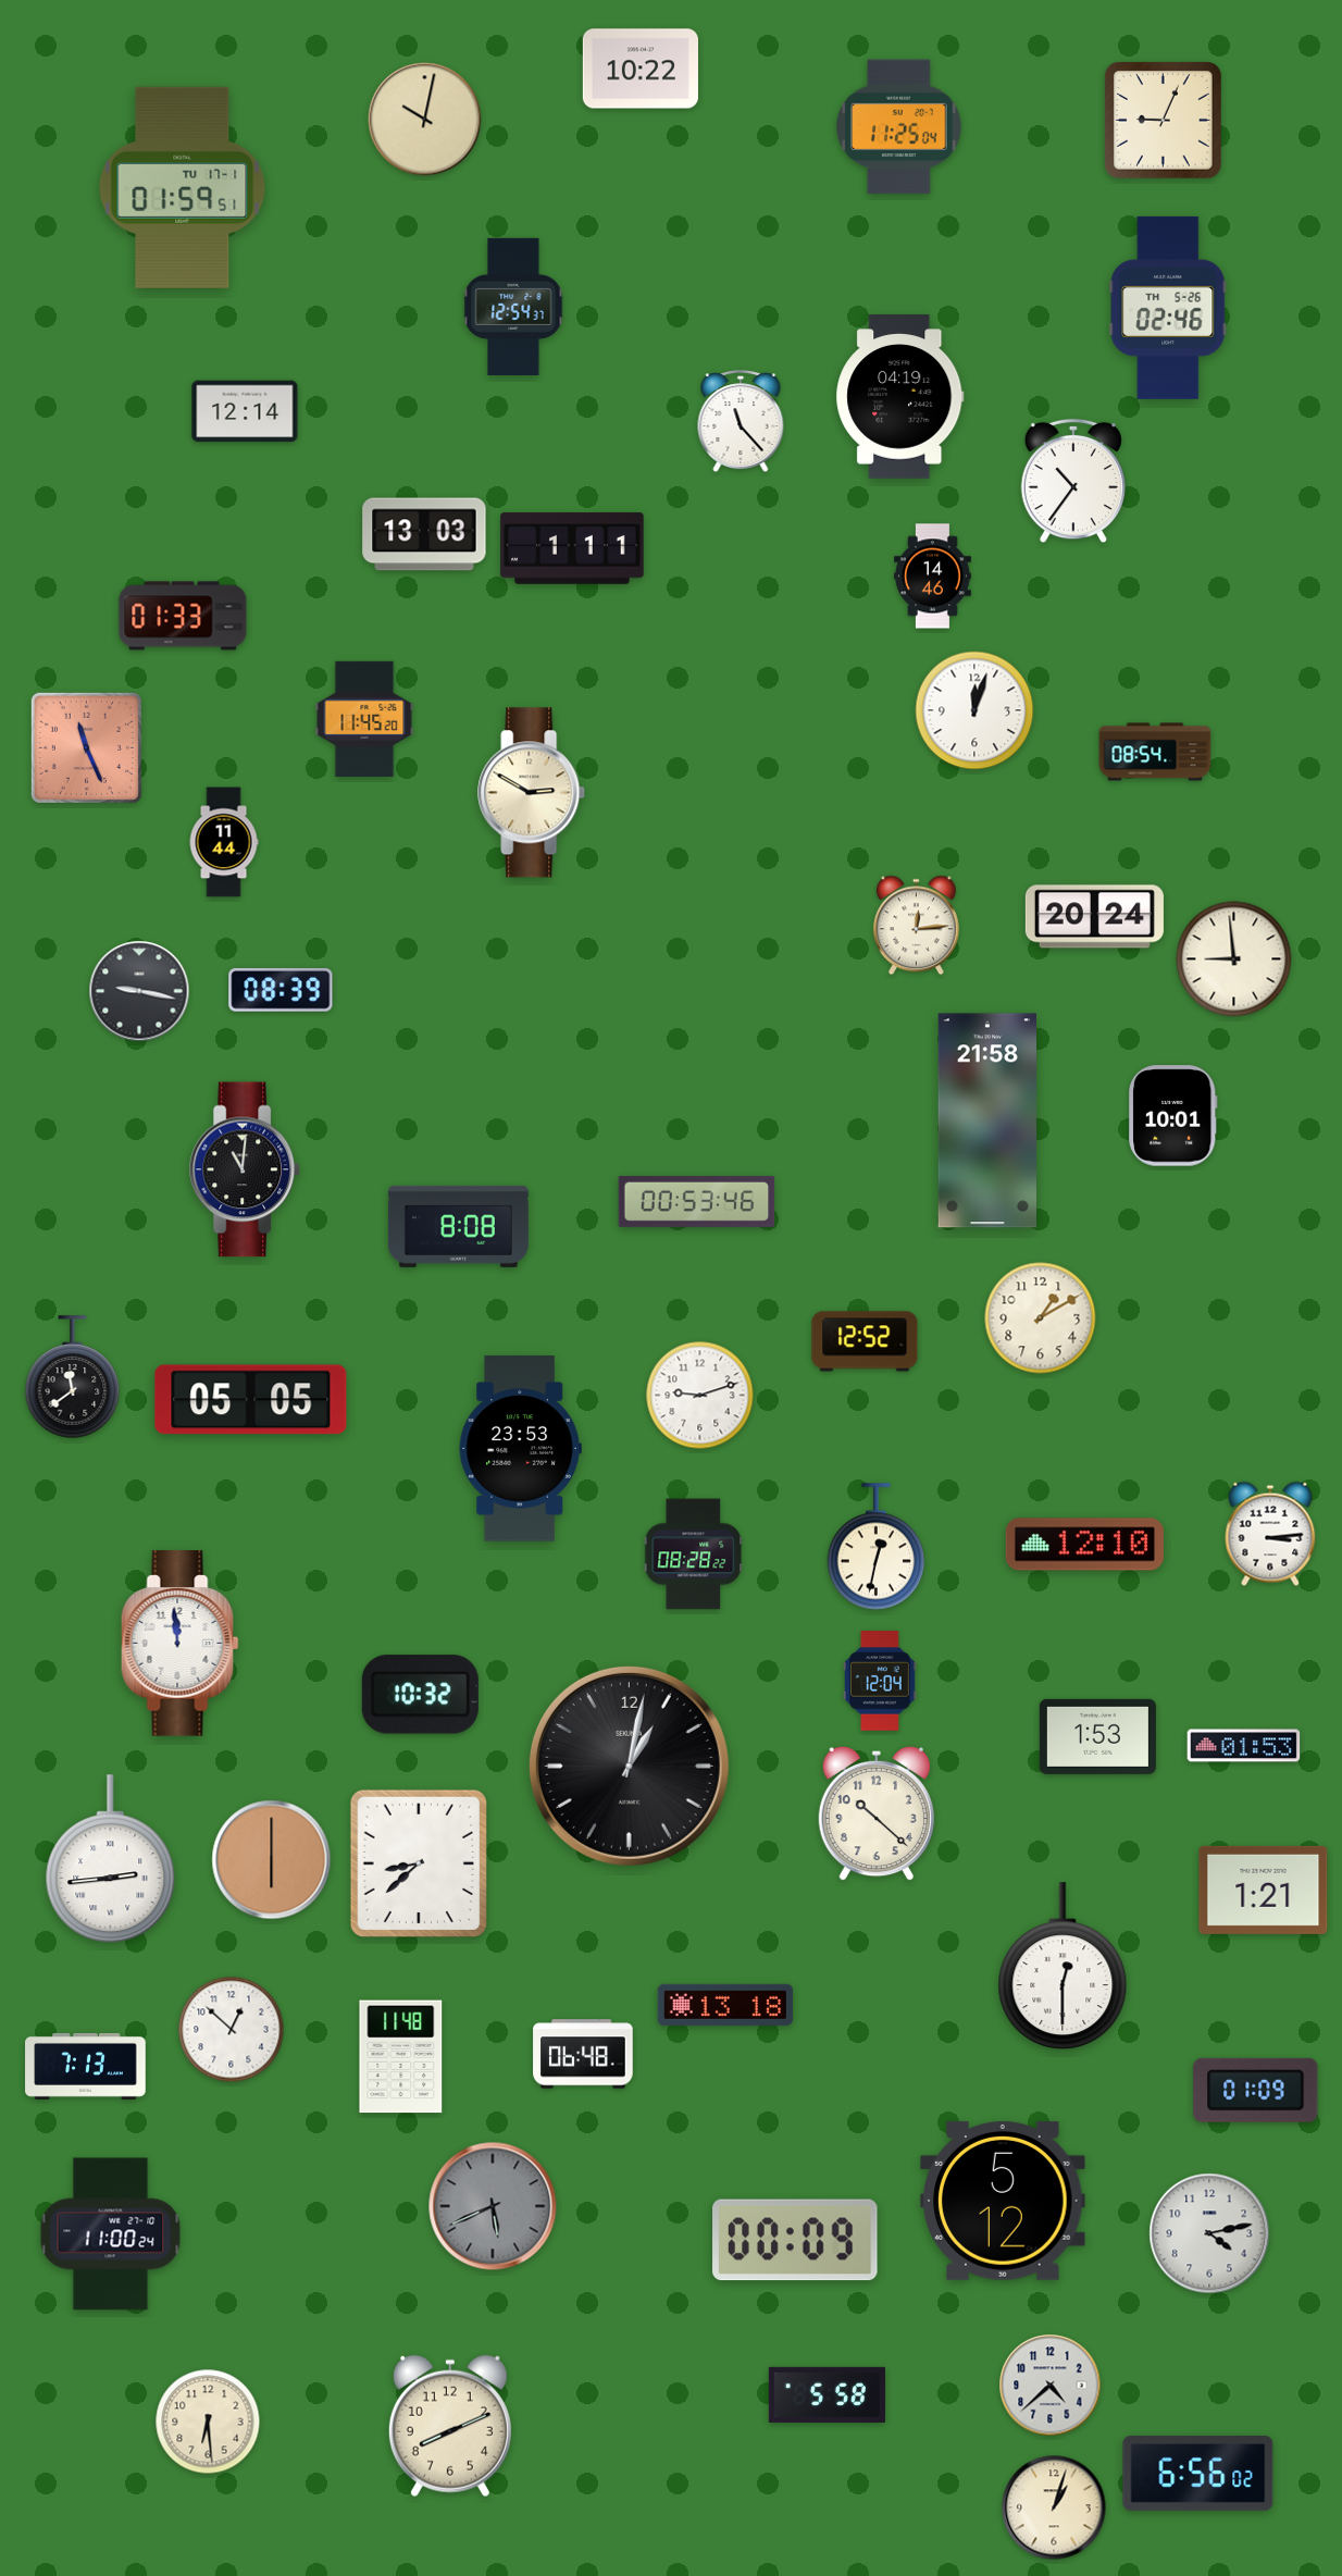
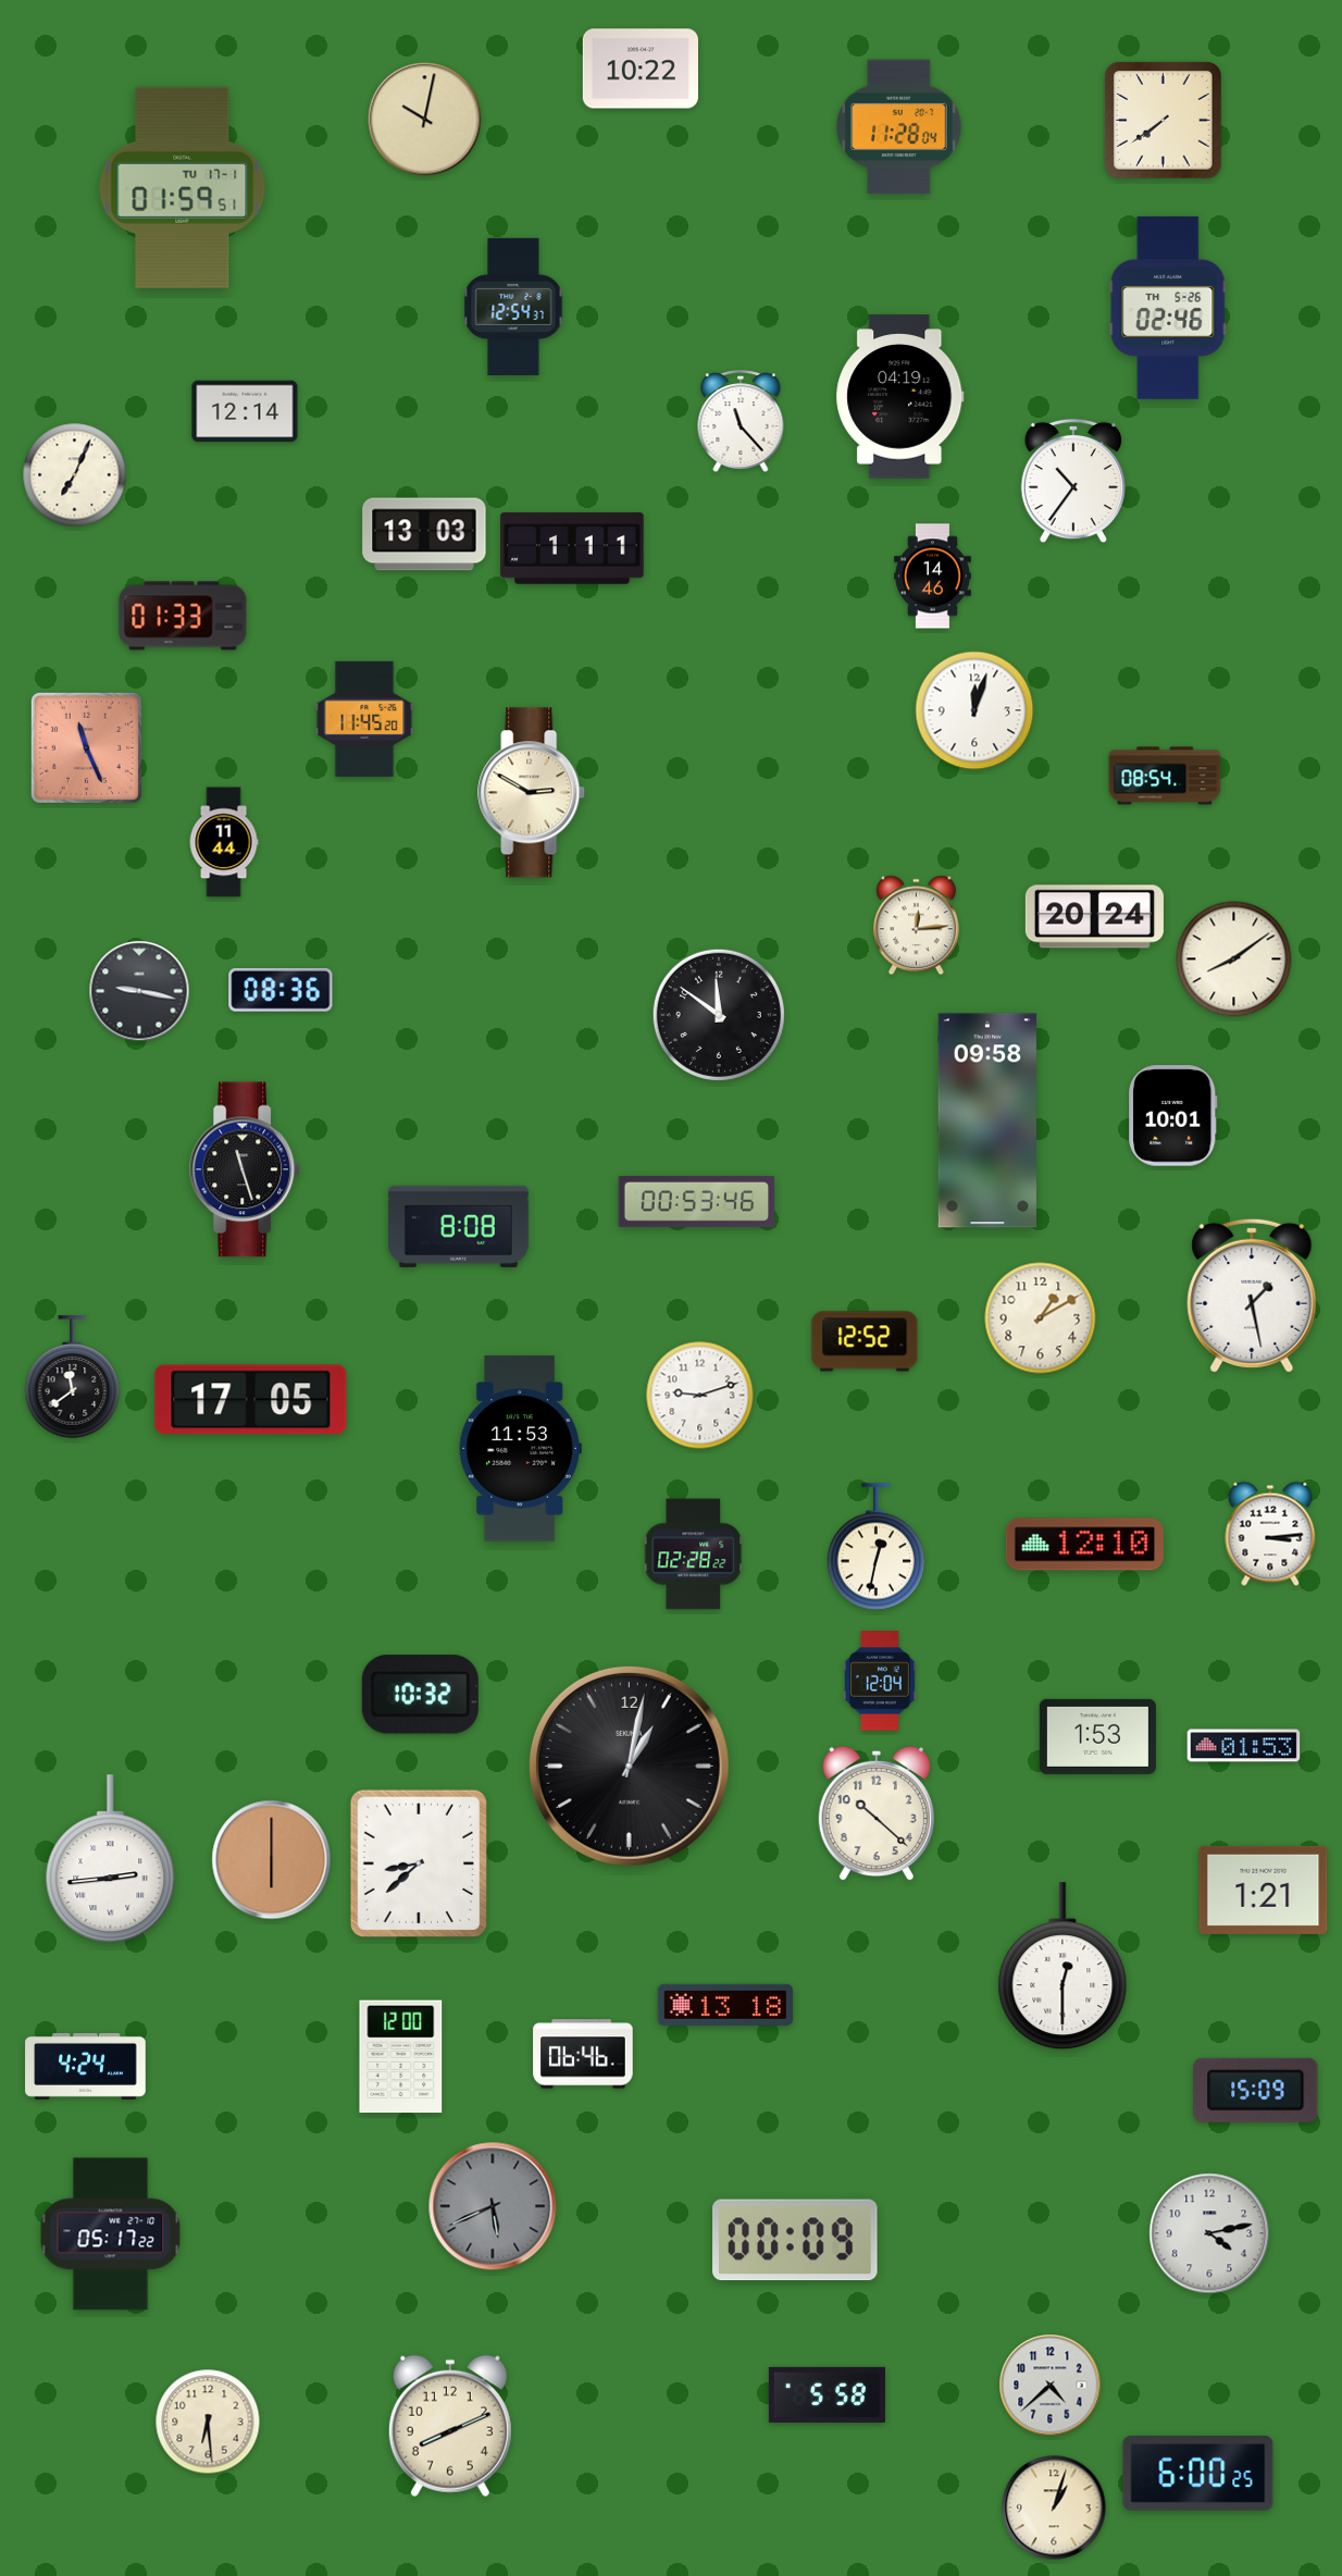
clock at (1164, 121): 9:04 -> 7:39
clock at (899, 127): 11:25 -> 11:28
clock at (75, 475): none -> 7:04
clock at (1155, 752) position: (1155, 752) -> (1165, 776)
clock at (1234, 959): 8:59 -> 8:09
clock at (281, 990): 08:39 -> 08:36
clock at (719, 1015): none -> 11:51
clock at (987, 1120): 21:58 -> 09:58
clock at (245, 1169): 11:01 -> 11:27
clock at (1252, 1296): none -> 1:28
clock at (251, 1400): 05:05 -> 17:05
clock at (520, 1449): 23:53 -> 11:53
clock at (694, 1555): 08:28 -> 02:28
clock at (181, 1644): 11:59 -> none
clock at (232, 2030): 12:52 -> none
clock at (583, 2054): 06:48 -> 06:46
clock at (401, 2057): 11:48 -> 12:00
clock at (86, 2066): 7:13 -> 4:24
clock at (1256, 2090): 01:09 -> 15:09
clock at (1003, 2201): 5:12 -> none
clock at (111, 2234): 11:00 -> 05:17
clock at (1198, 2474): 6:56 -> 6:00
